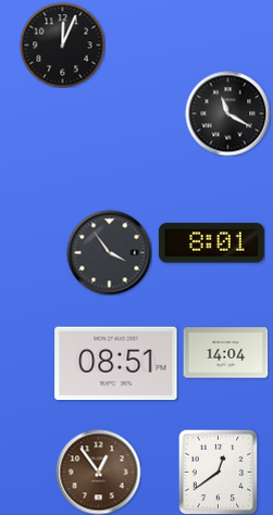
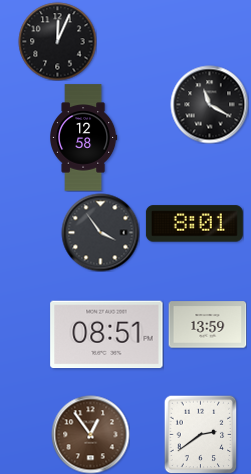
clock at (84, 138): none -> 12:58
clock at (225, 353): 14:04 -> 13:59
clock at (219, 472): 12:39 -> 2:39
